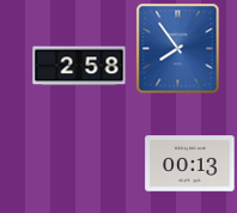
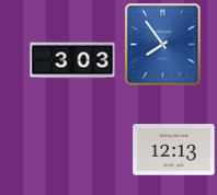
clock at (79, 66): 2:58 -> 3:03
clock at (190, 164): 00:13 -> 12:13
